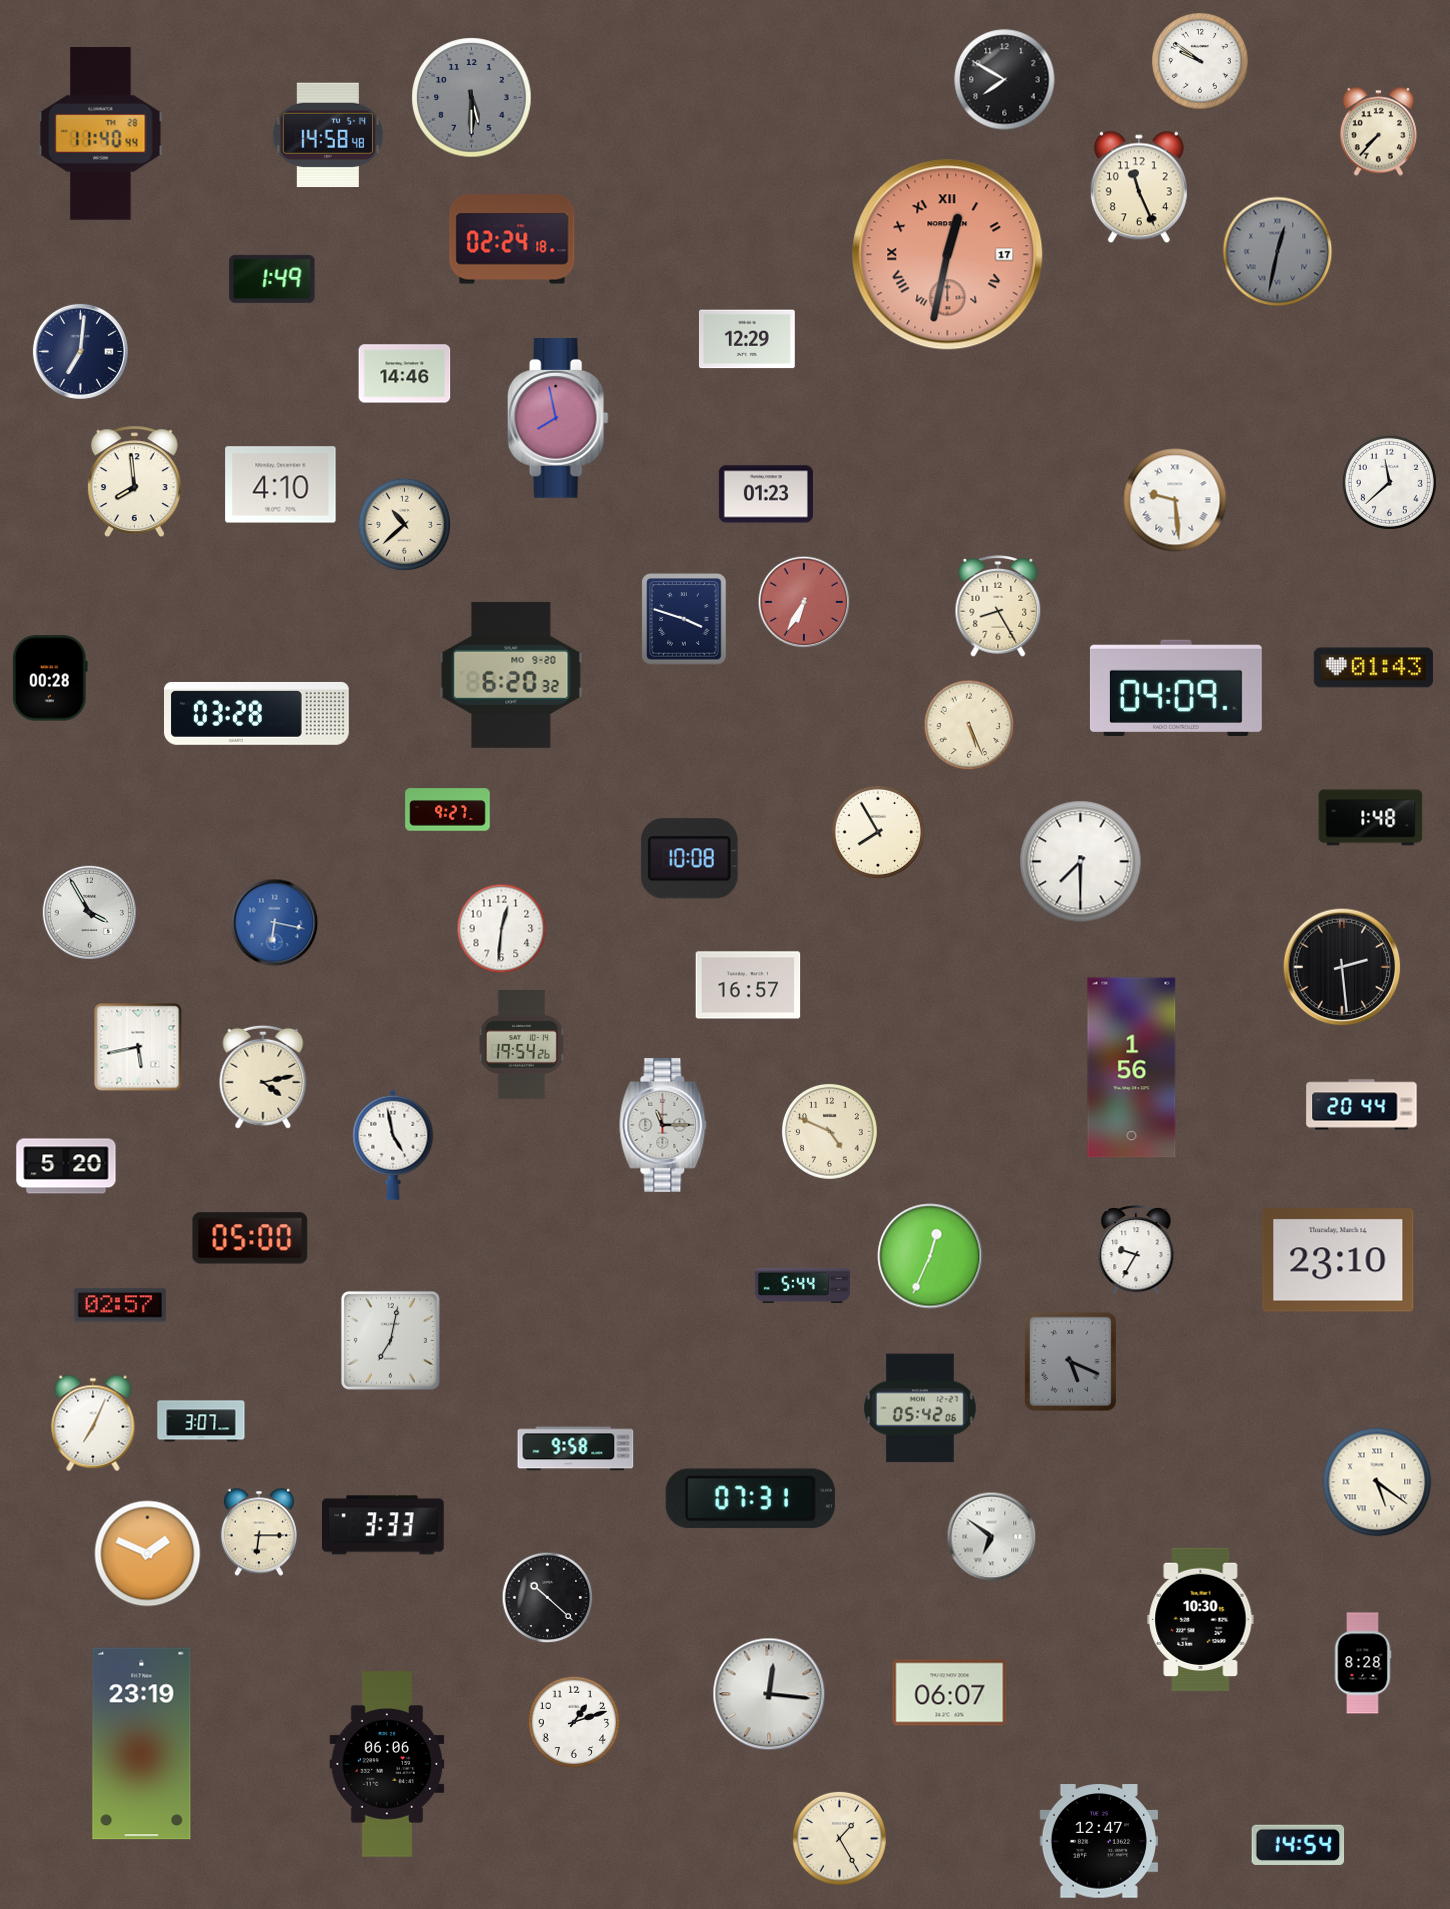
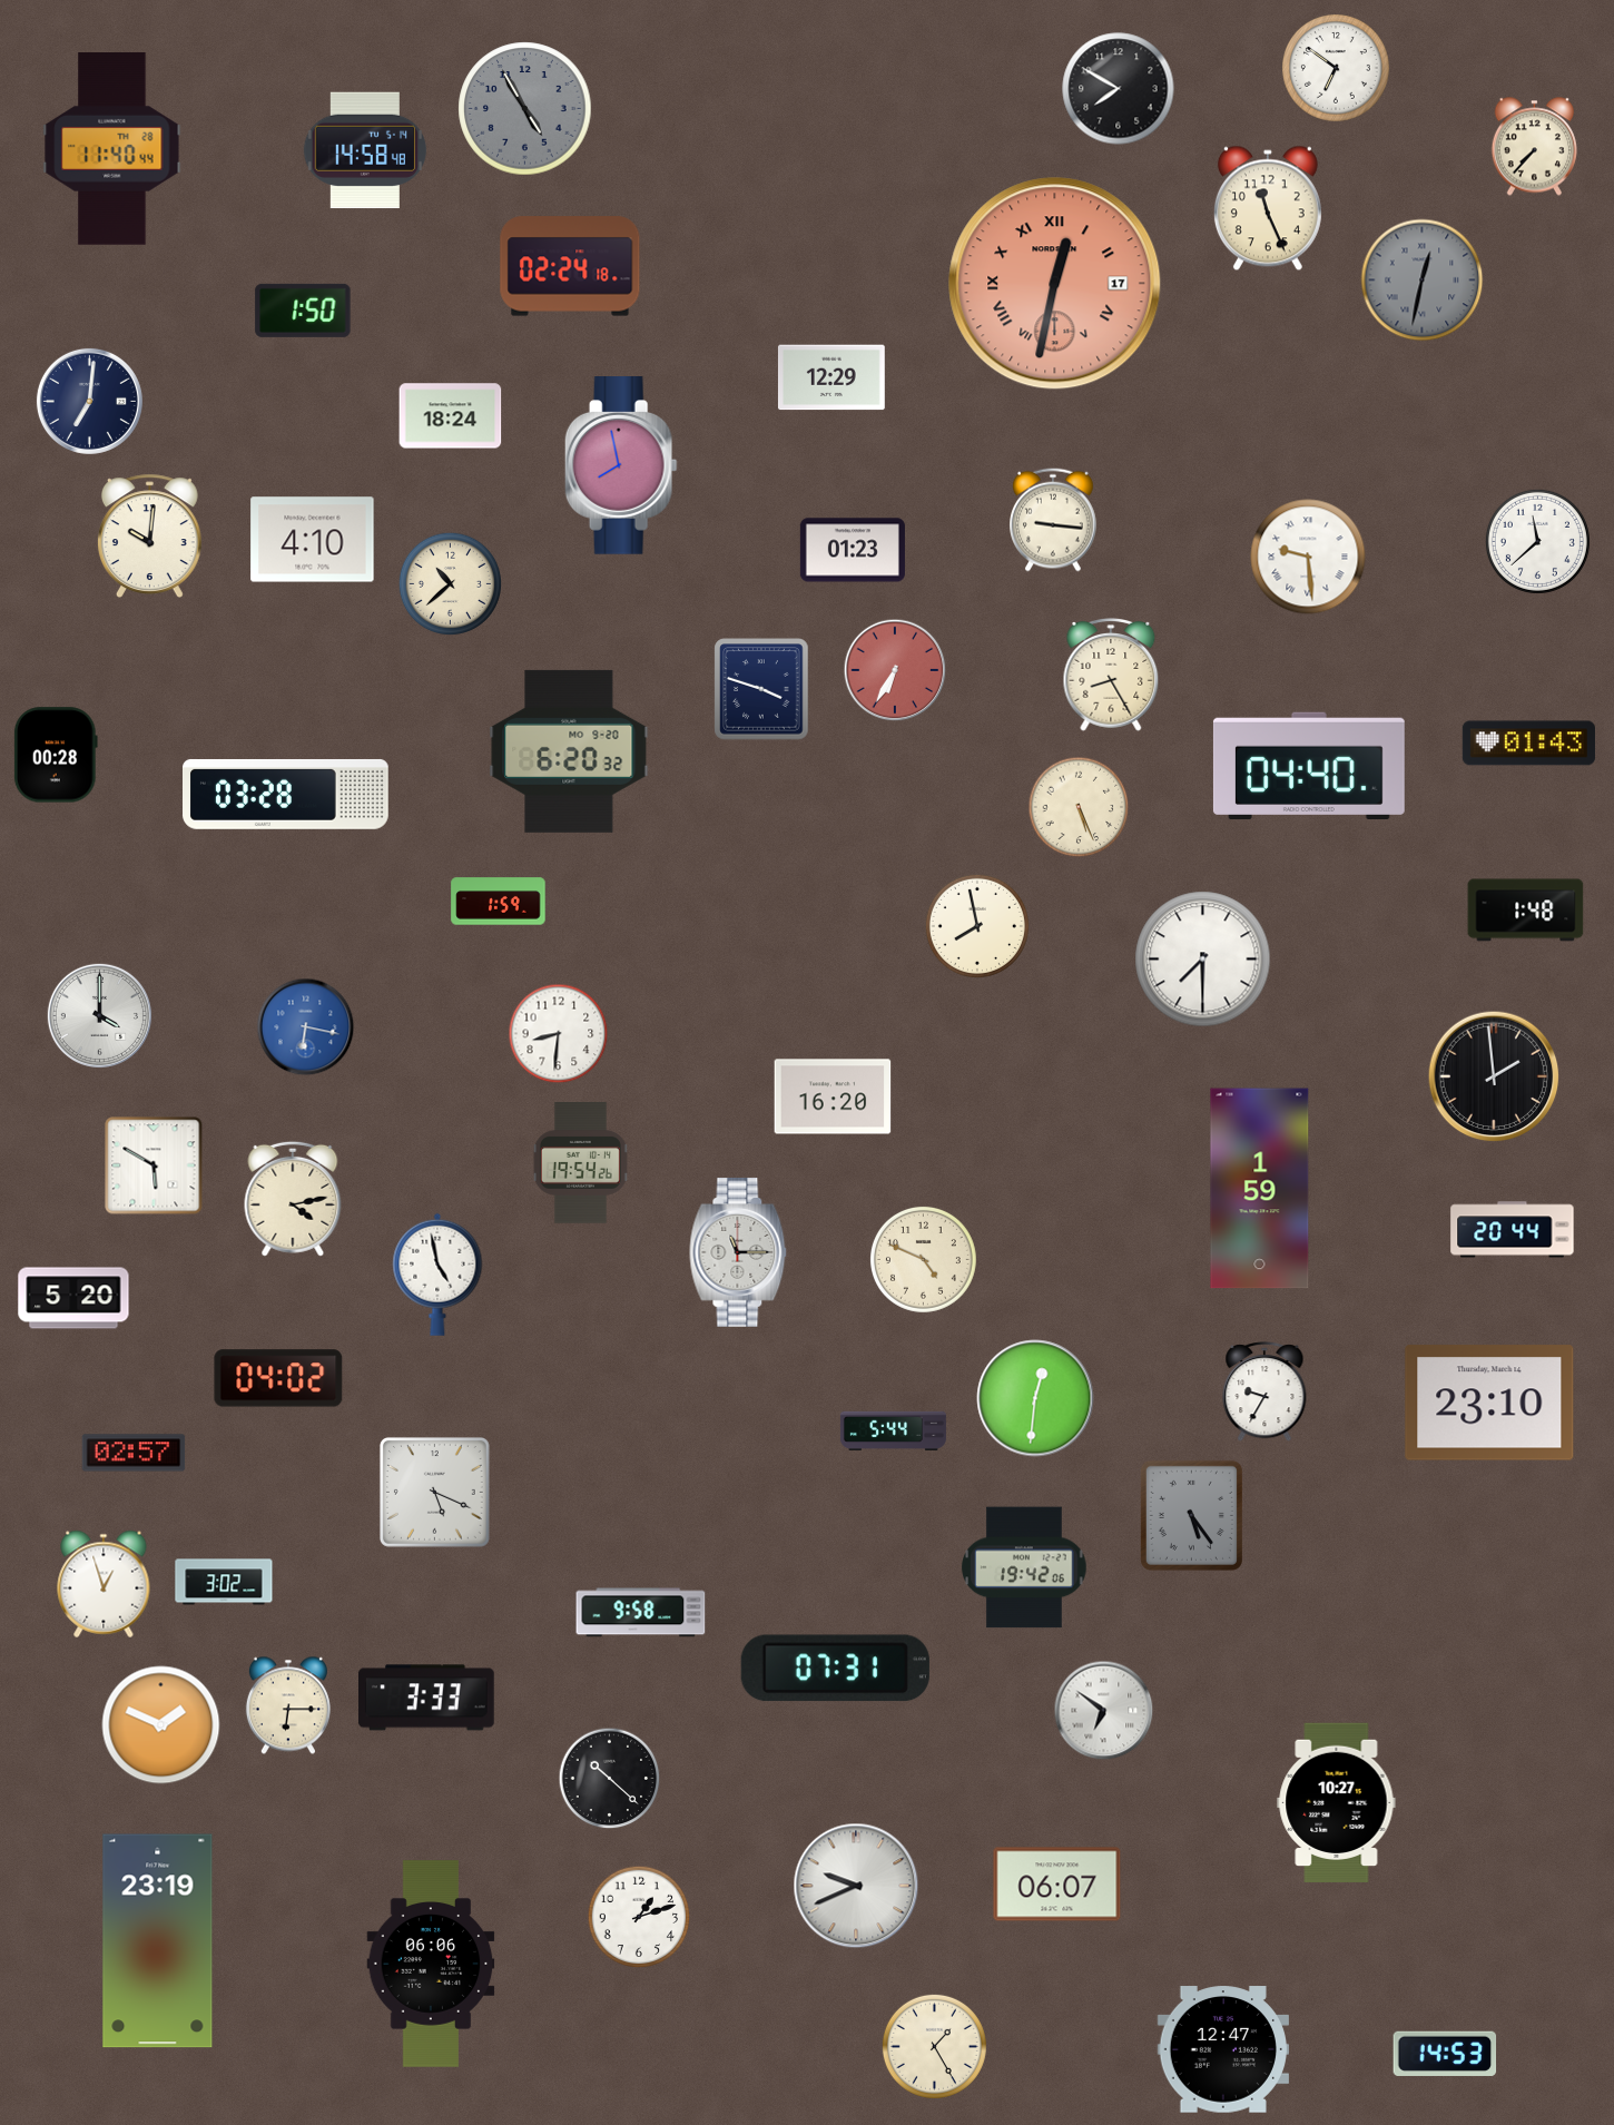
clock at (1201, 62): 9:51 -> 6:51
clock at (472, 98): 5:30 -> 4:55
clock at (272, 279): 1:49 -> 1:50
clock at (80, 351) position: (80, 351) -> (89, 401)
clock at (405, 374): 14:46 -> 18:24
clock at (1054, 520): none -> 9:16
clock at (134, 481): 7:59 -> 10:01
clock at (1389, 482) position: (1389, 482) -> (1537, 541)
clock at (1176, 688): 04:09 -> 04:40
clock at (448, 810): 9:27 -> 1:59
clock at (878, 832): 7:55 -> 7:58
clock at (689, 859): 10:08 -> none
clock at (89, 912): 3:55 -> 4:00
clock at (502, 929): 12:31 -> 8:31
clock at (1342, 967): 2:29 -> 1:59
clock at (748, 985): 16:57 -> 16:20
clock at (138, 1047): 5:43 -> 5:50
clock at (1132, 1068): 1:56 -> 1:59
clock at (1362, 1105) position: (1362, 1105) -> (1513, 1230)
clock at (250, 1238): 05:00 -> 04:02
clock at (930, 1256): 12:34 -> 12:31
clock at (390, 1340): 7:02 -> 5:19
clock at (1070, 1361): 5:19 -> 5:24
clock at (920, 1408): 05:42 -> 19:42
clock at (201, 1421): 3:07 -> 3:02
clock at (93, 1423): 7:04 -> 12:57
clock at (1377, 1482): 5:21 -> none
clock at (148, 1554) position: (148, 1554) -> (161, 1725)
clock at (1201, 1620): 10:30 -> 10:27
clock at (1363, 1663): 8:28 -> none
clock at (769, 1694): 12:16 -> 9:41
clock at (1298, 1844): 14:54 -> 14:53
